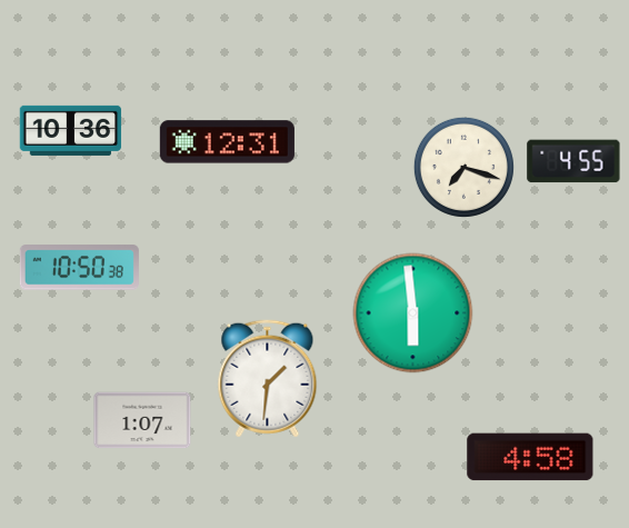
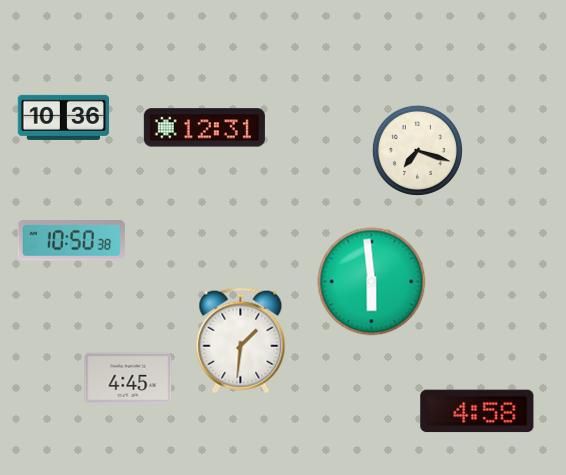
clock at (573, 161): 4:55 -> none
clock at (142, 420): 1:07 -> 4:45
